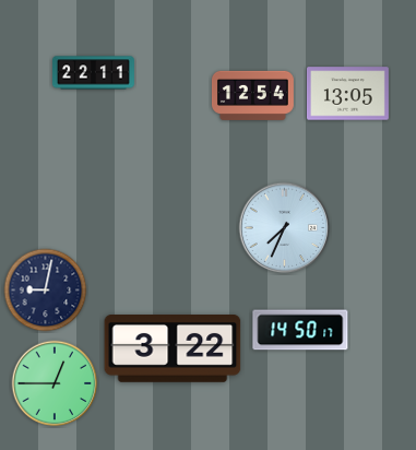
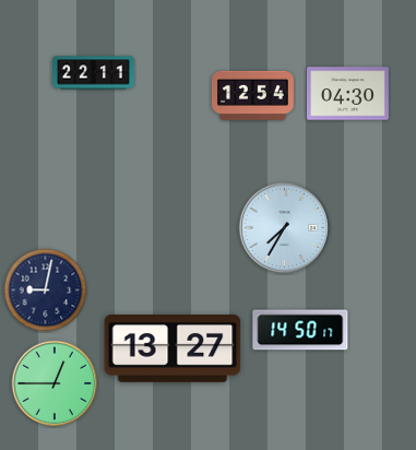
clock at (347, 94): 13:05 -> 04:30
clock at (285, 228): 7:34 -> 7:35
clock at (173, 350): 3:22 -> 13:27
